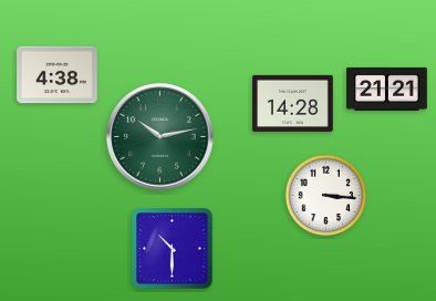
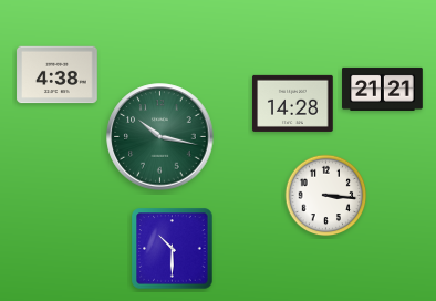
clock at (387, 89) position: (387, 89) -> (383, 89)
clock at (160, 137): 10:13 -> 10:17
